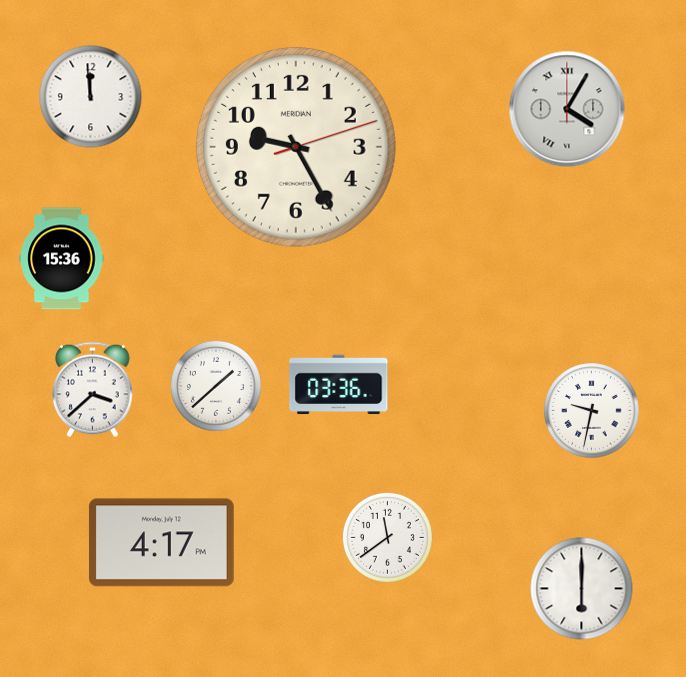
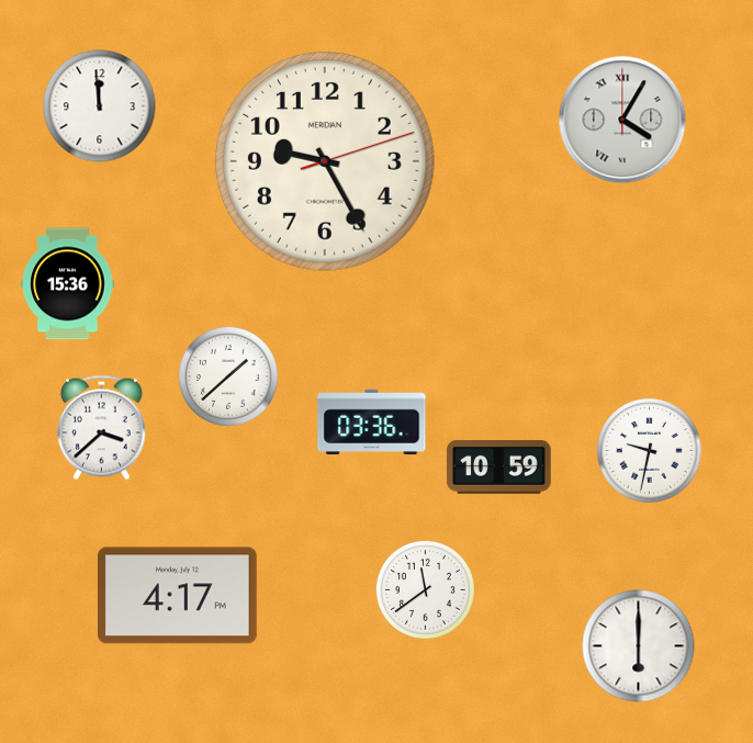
clock at (216, 386) position: (216, 386) -> (228, 376)
clock at (499, 468): none -> 10:59
